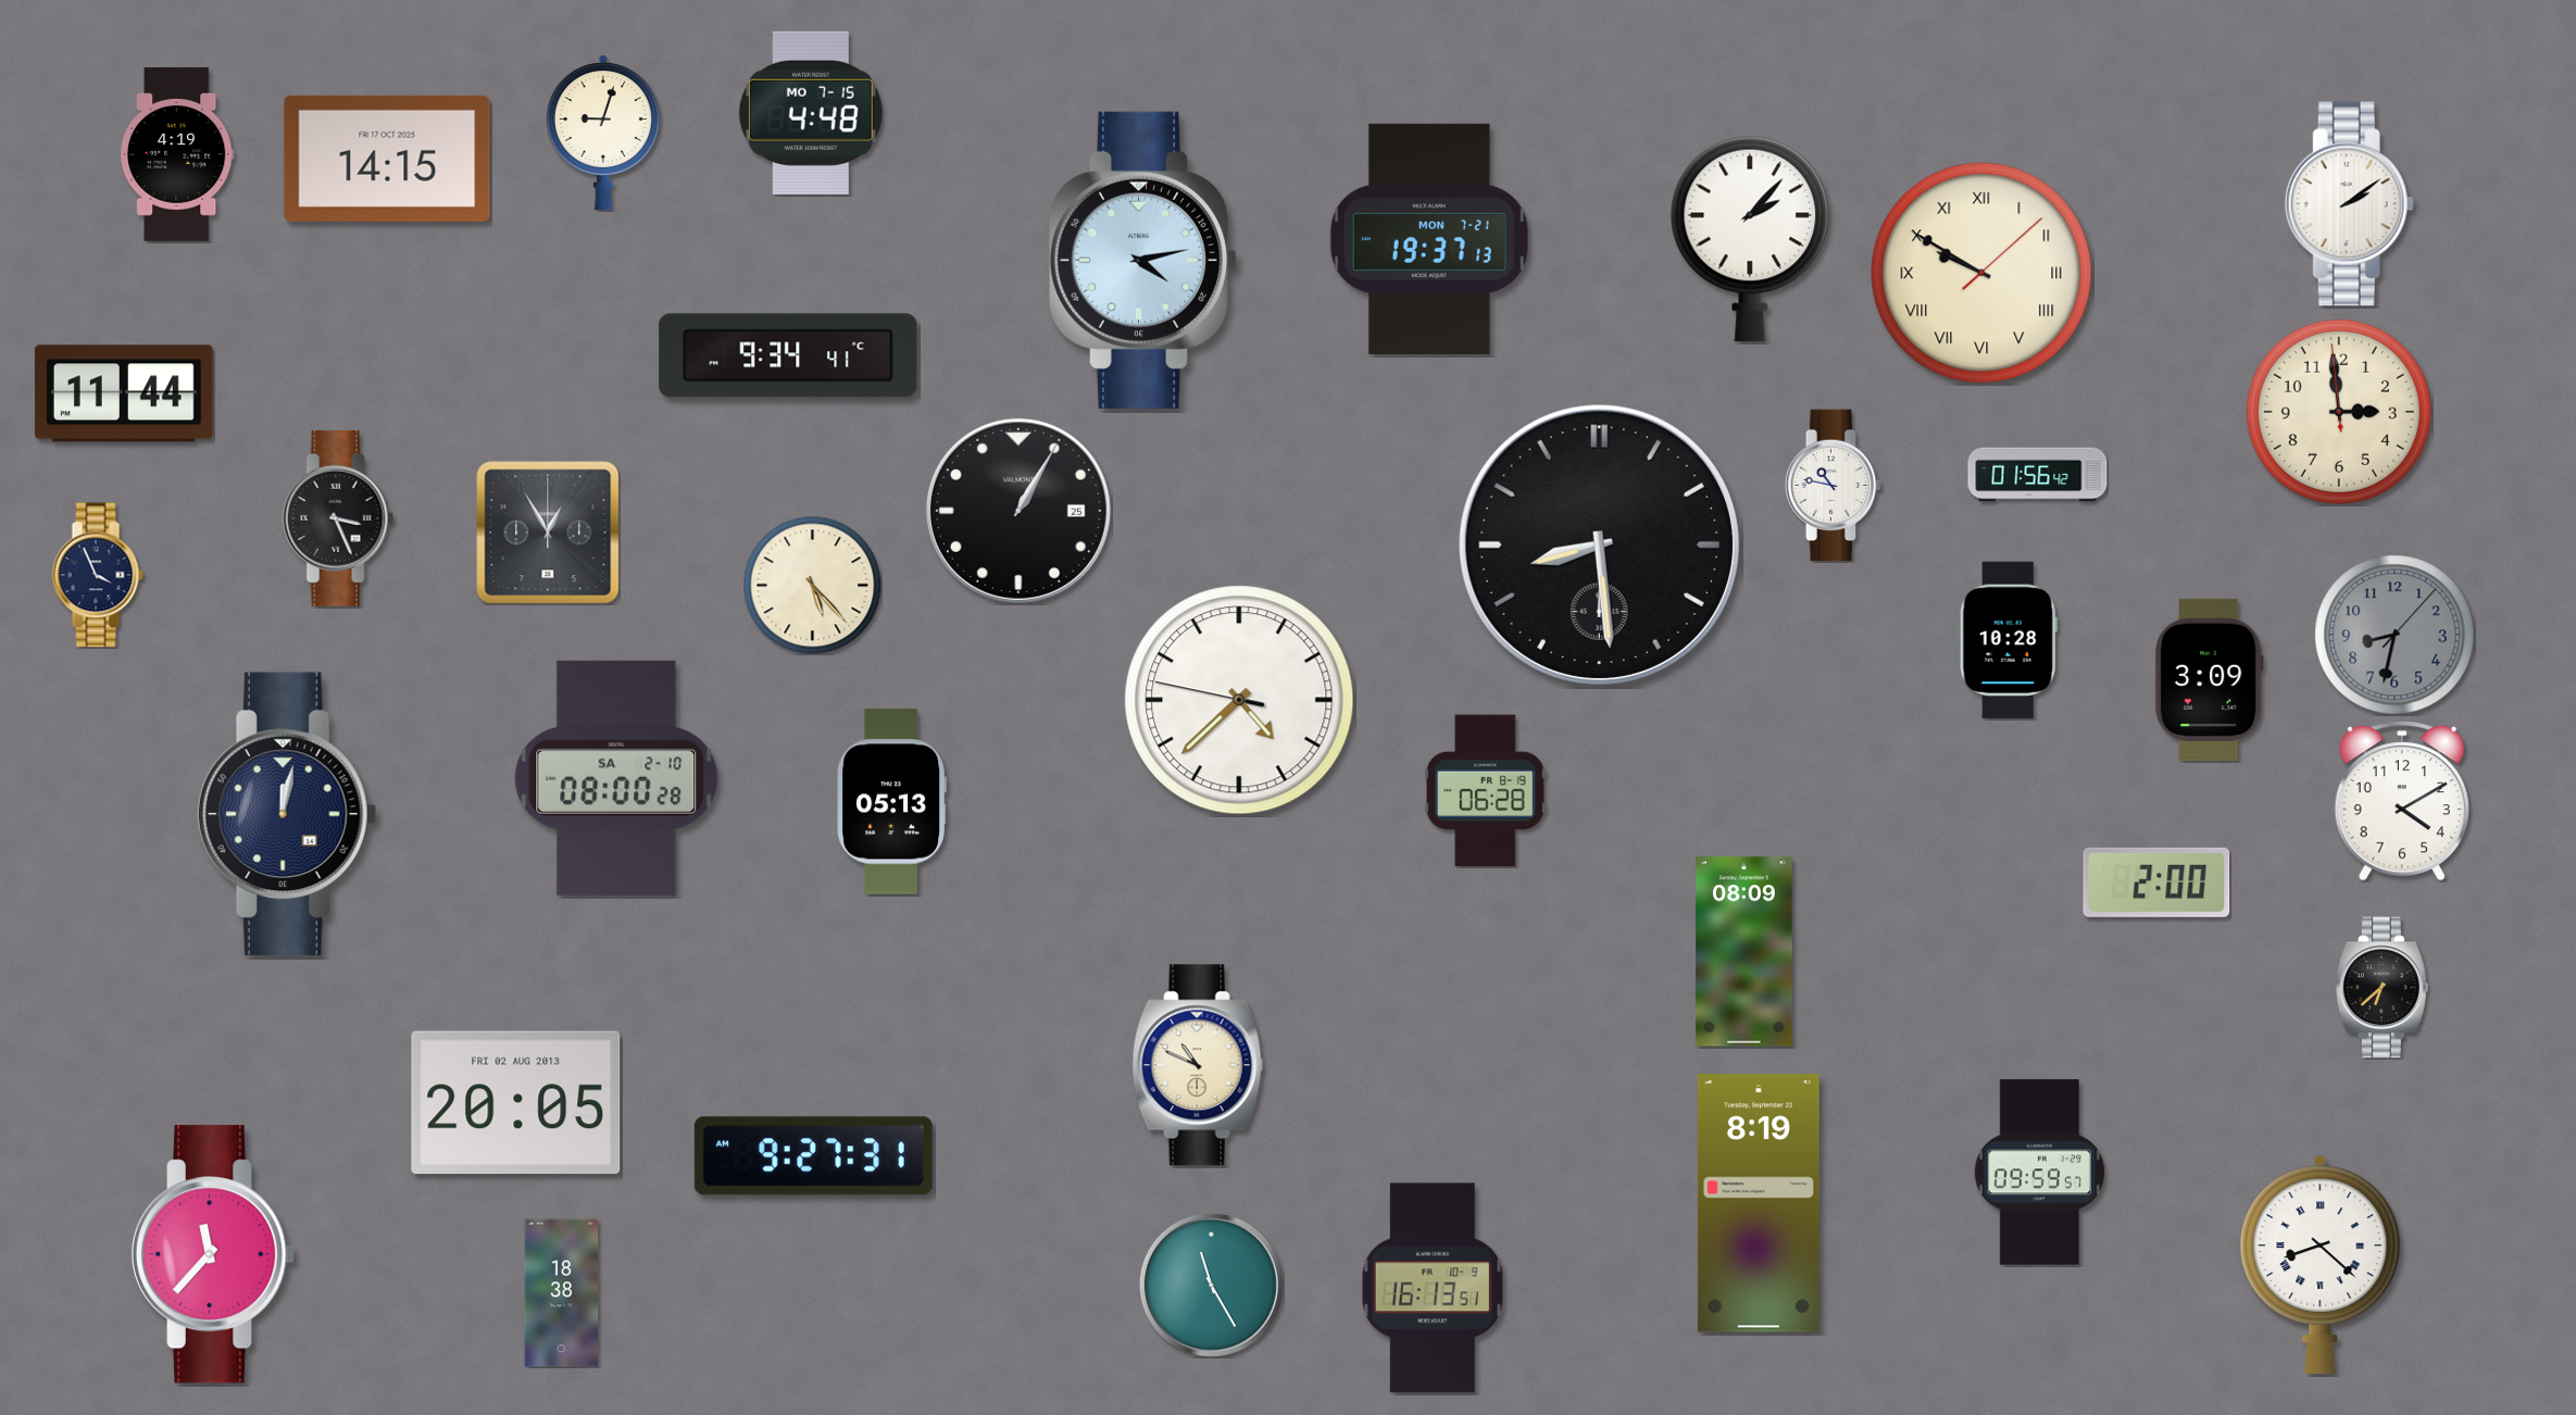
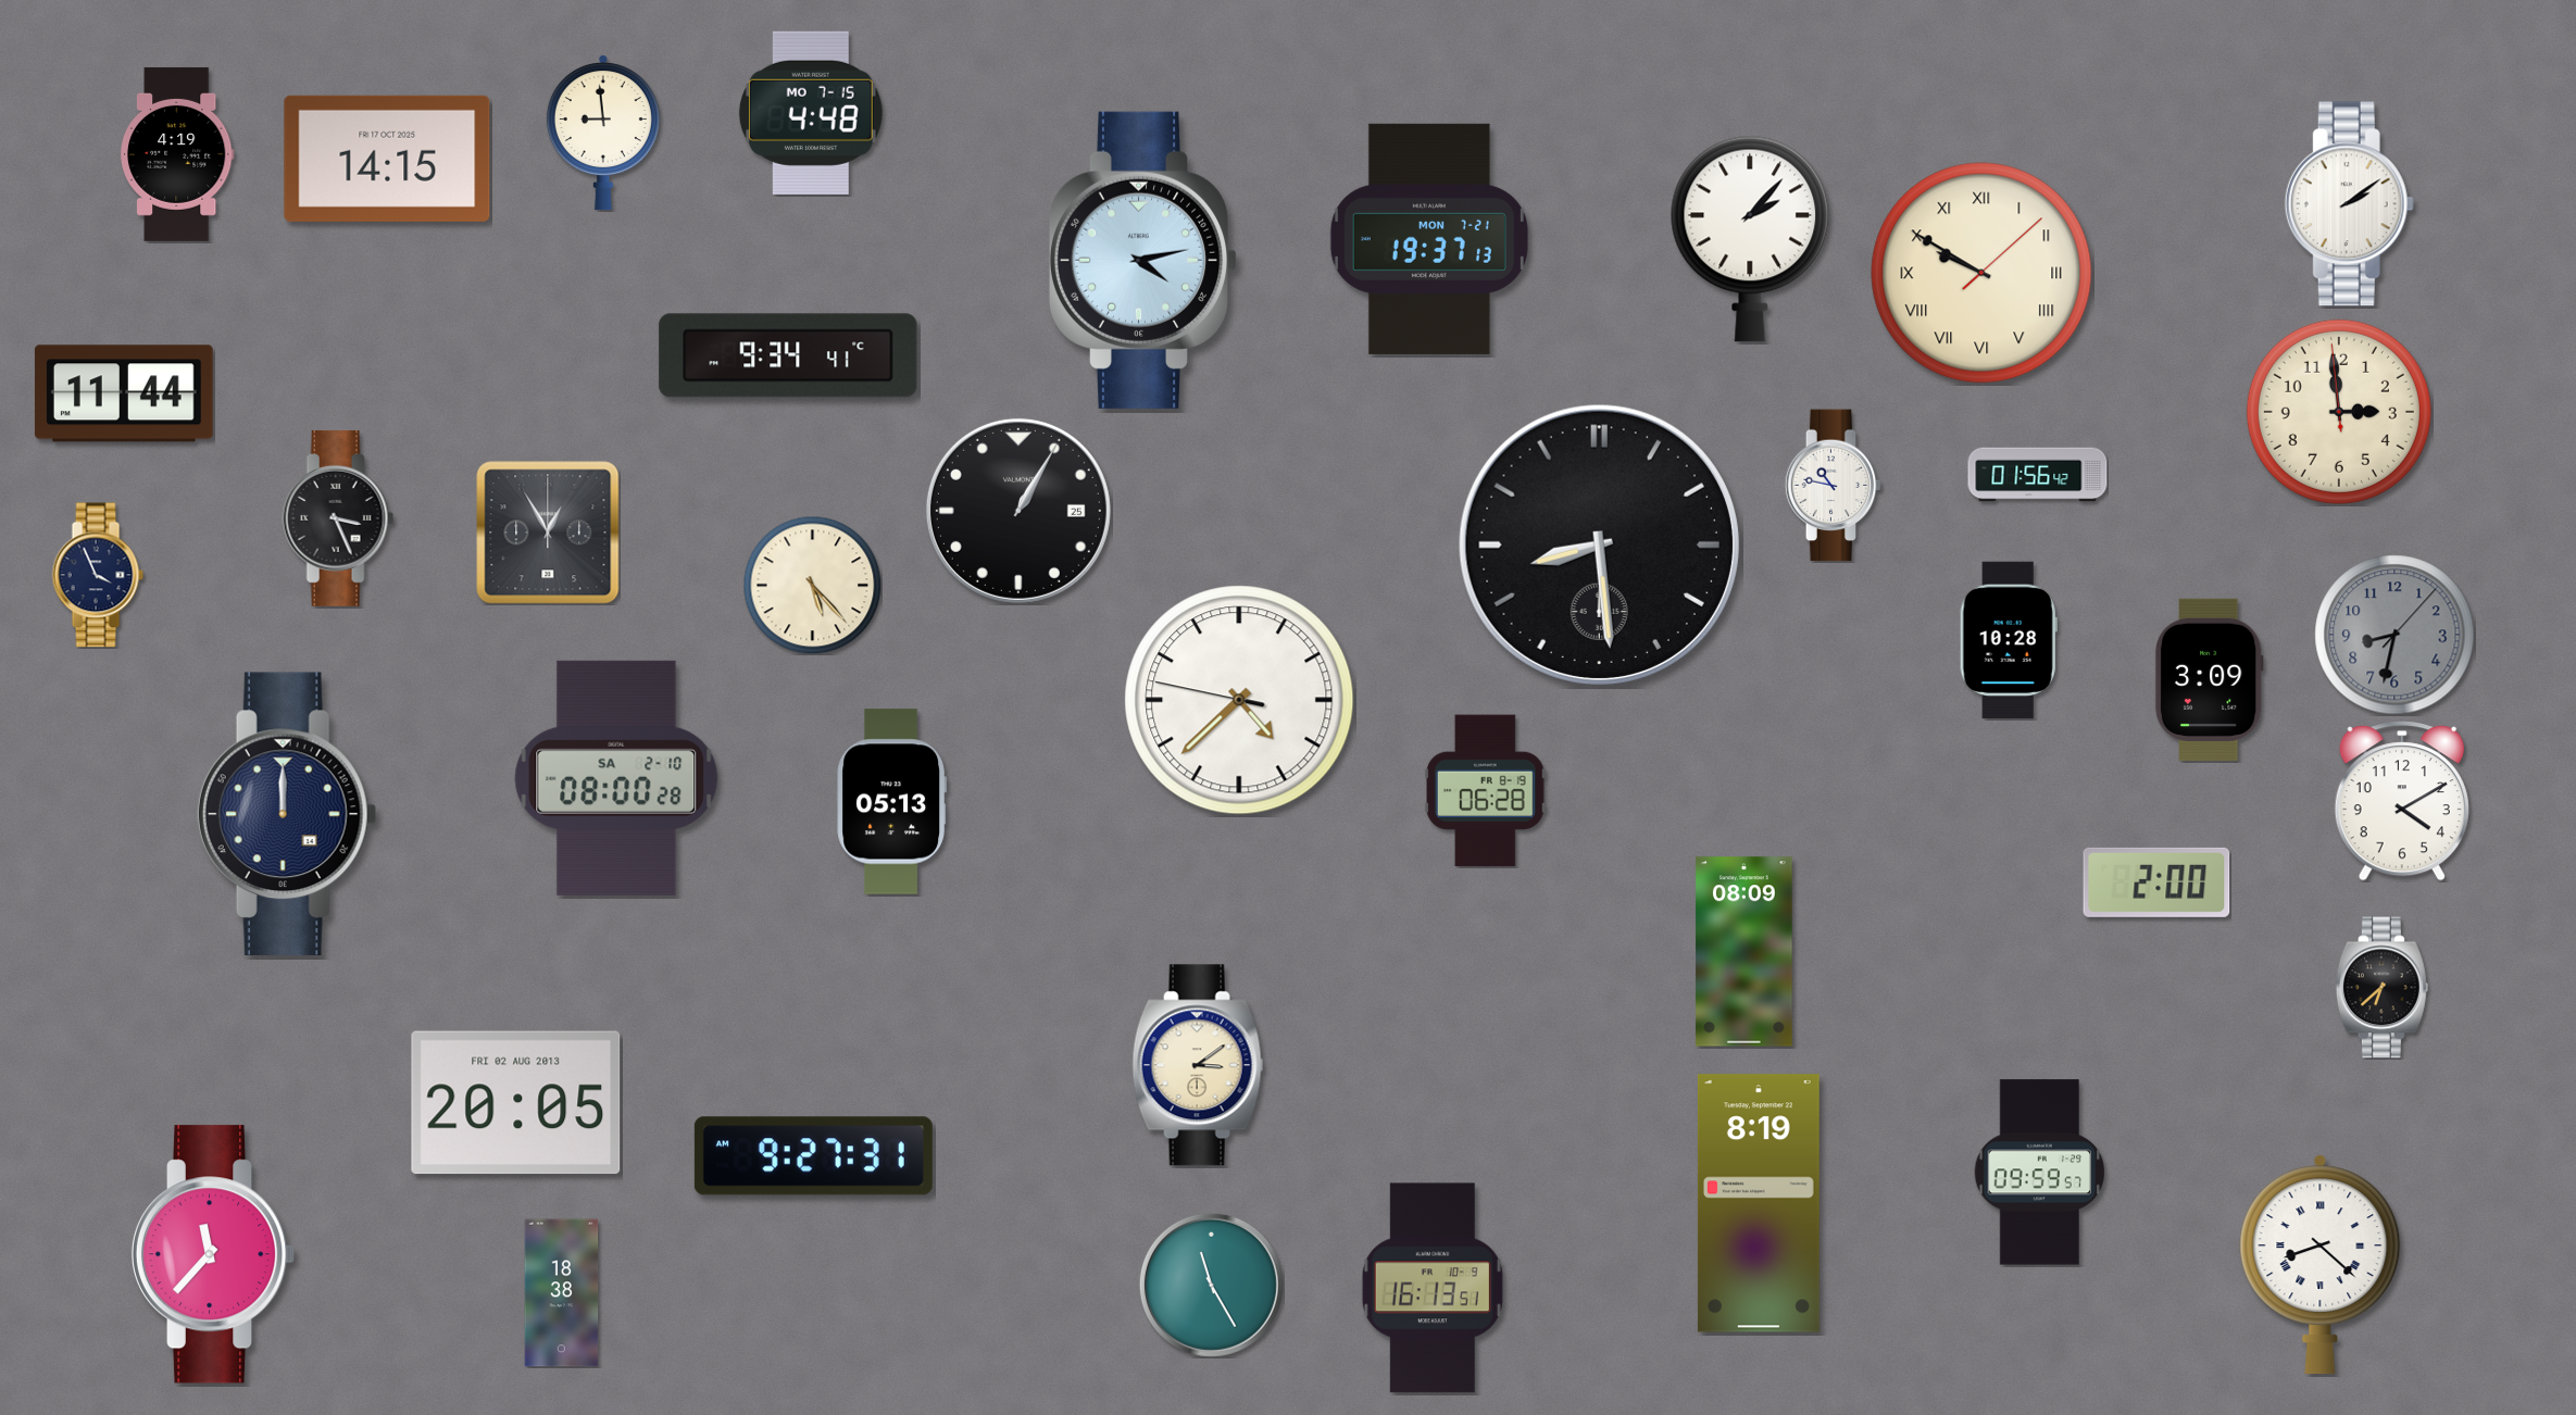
clock at (603, 133): 9:03 -> 8:59
clock at (287, 814): 12:02 -> 12:00
clock at (1198, 1065): 10:49 -> 3:09
